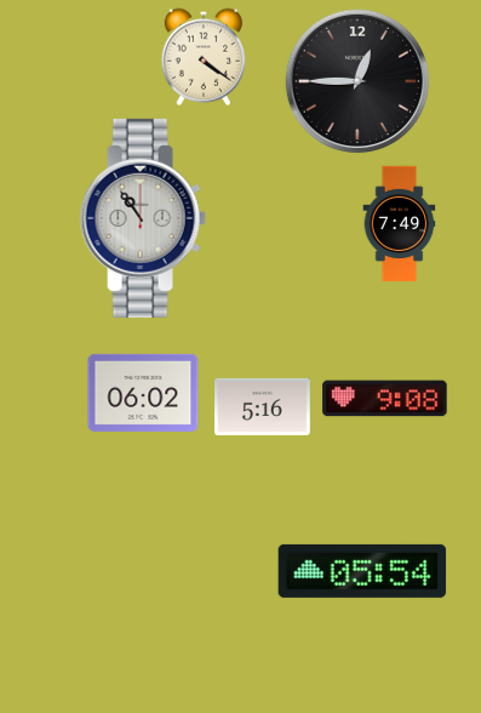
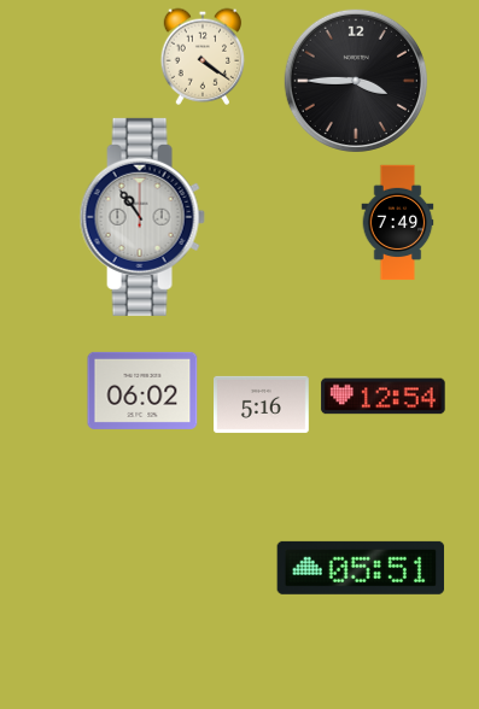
clock at (357, 81): 12:45 -> 3:45
clock at (385, 399): 9:08 -> 12:54
clock at (362, 571): 05:54 -> 05:51
